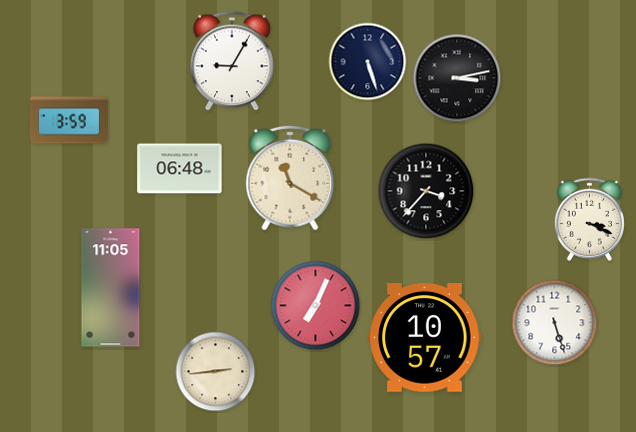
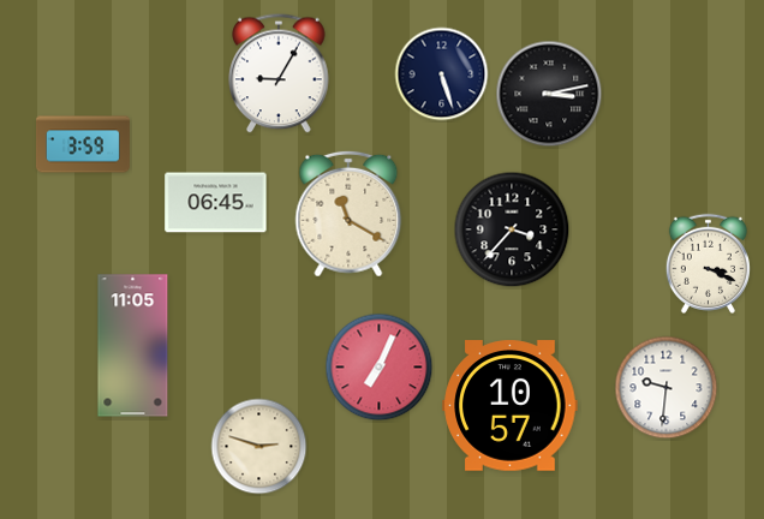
clock at (180, 169): 06:48 -> 06:45
clock at (555, 323): 5:27 -> 9:31
clock at (216, 372): 2:44 -> 2:48
